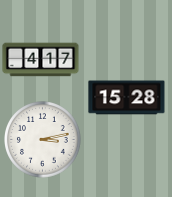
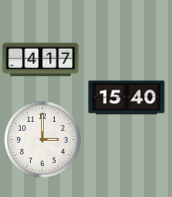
clock at (127, 98): 15:28 -> 15:40
clock at (43, 140): 3:13 -> 3:00
